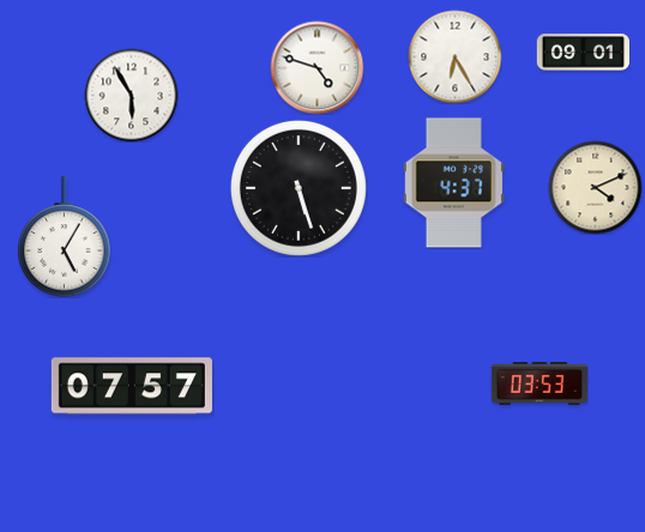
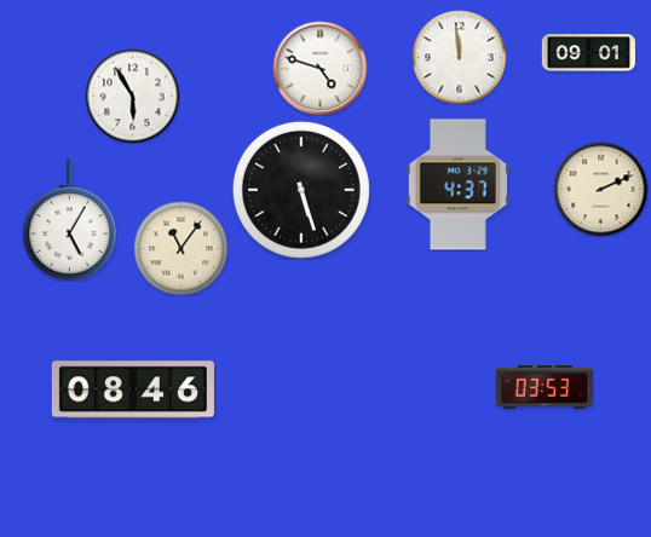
clock at (454, 56): 6:25 -> 11:59
clock at (595, 187): 4:11 -> 2:11
clock at (65, 237) position: (65, 237) -> (70, 220)
clock at (180, 248): none -> 11:06
clock at (132, 386): 07:57 -> 08:46
